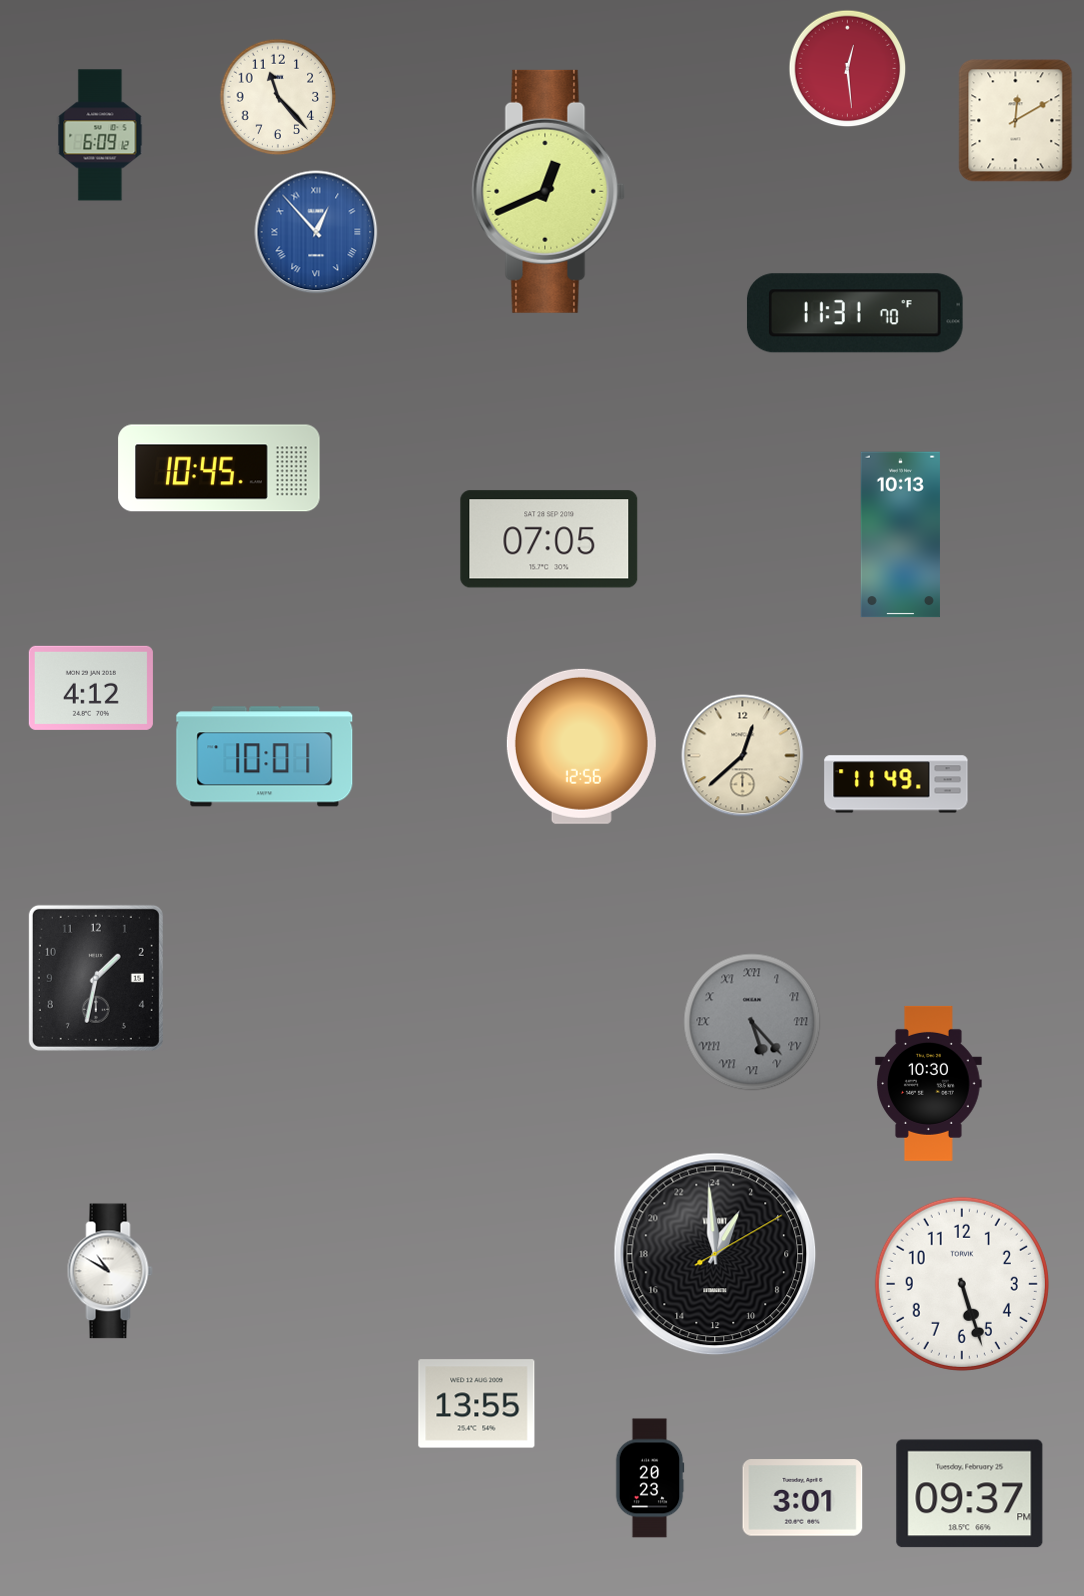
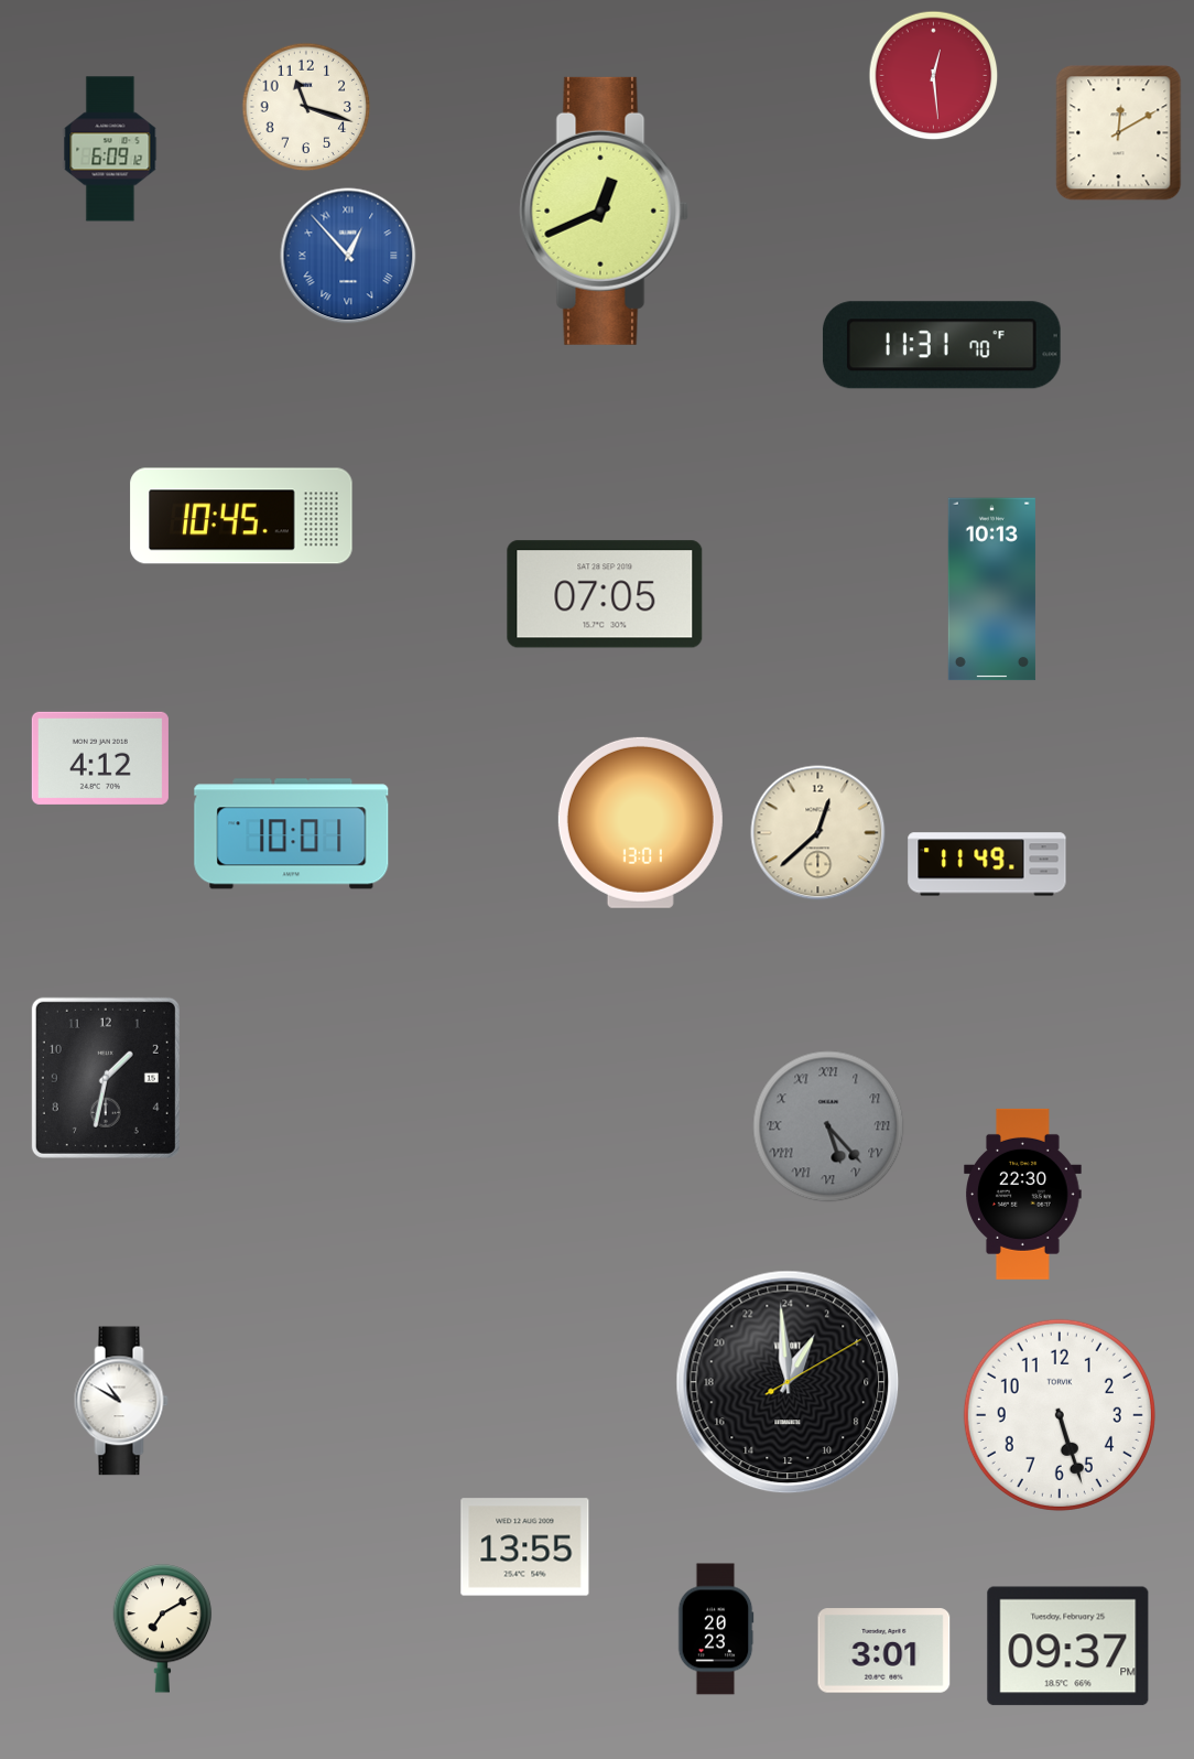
clock at (278, 97): 11:23 -> 11:18
clock at (581, 746): 12:56 -> 13:01
clock at (929, 1083): 10:30 -> 22:30
clock at (163, 1629): none -> 7:10
